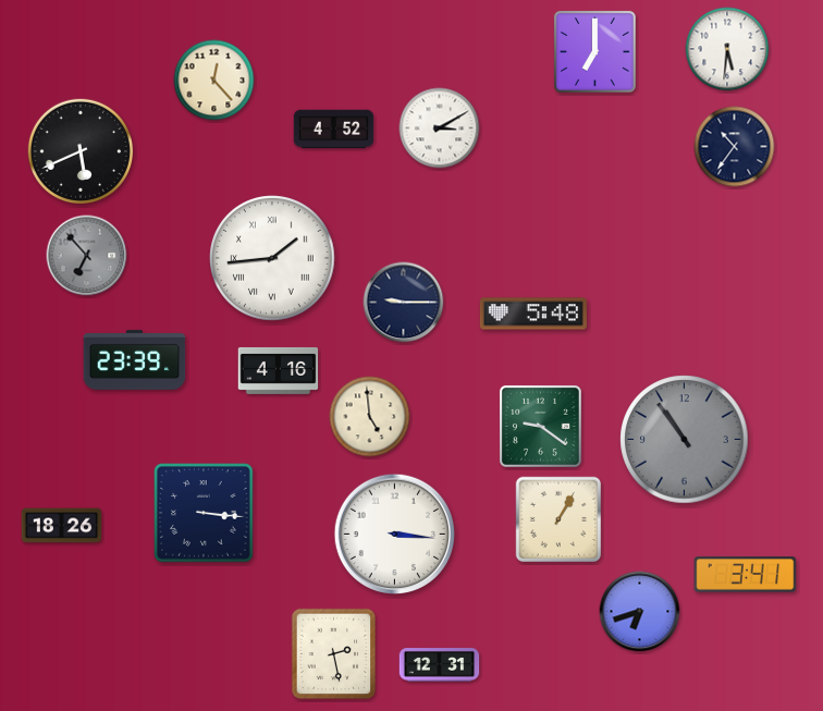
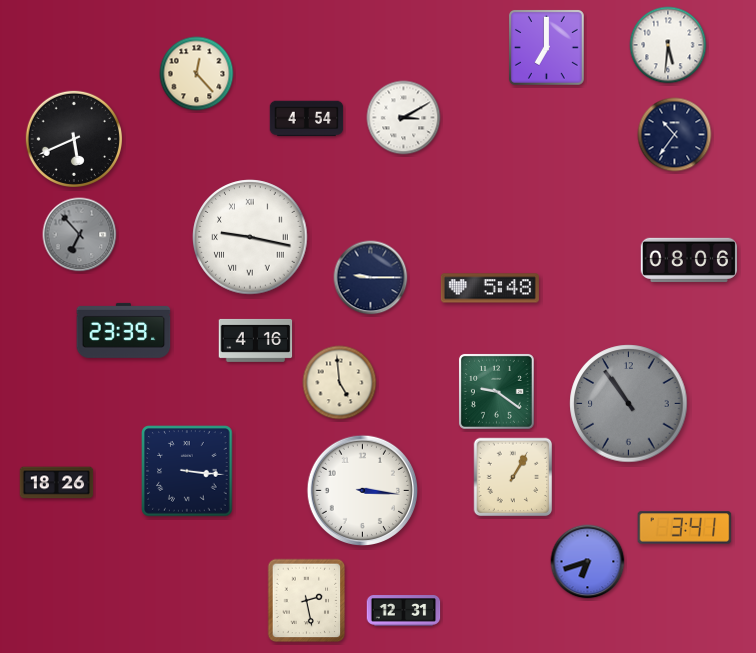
clock at (334, 130): 4:52 -> 4:54
clock at (272, 258): 1:44 -> 9:17
clock at (689, 260): none -> 08:06
